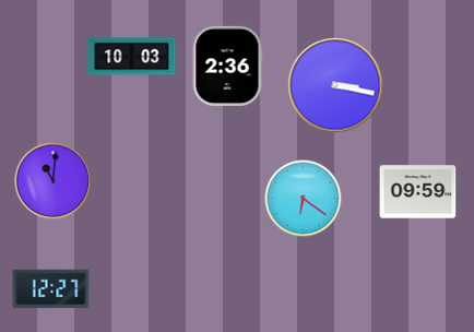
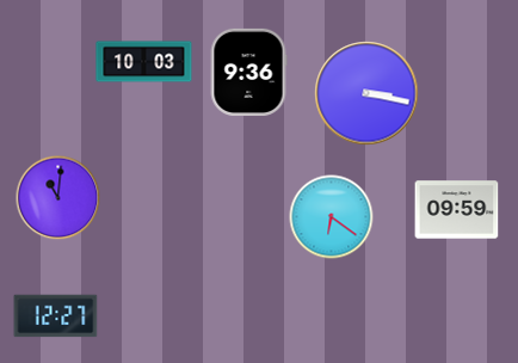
clock at (227, 66): 2:36 -> 9:36
